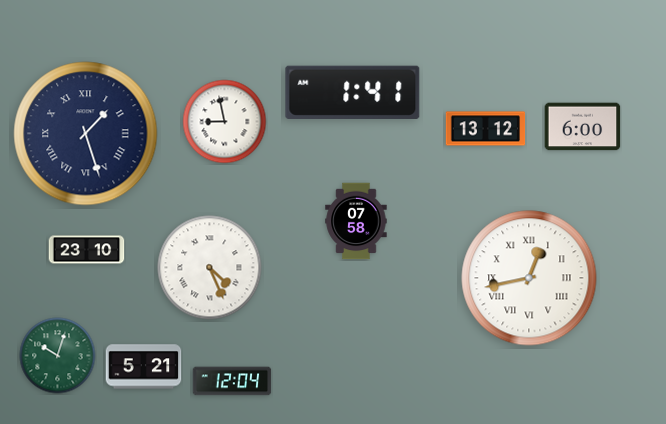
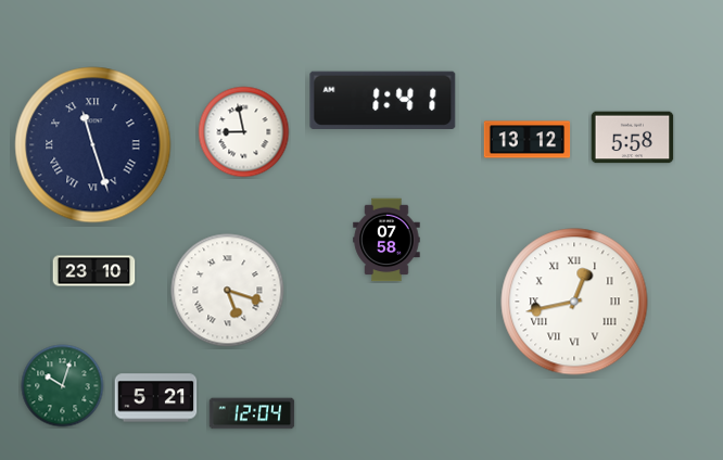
clock at (583, 127): 6:00 -> 5:58
clock at (86, 134): 1:27 -> 11:27
clock at (210, 268): 4:26 -> 5:18
